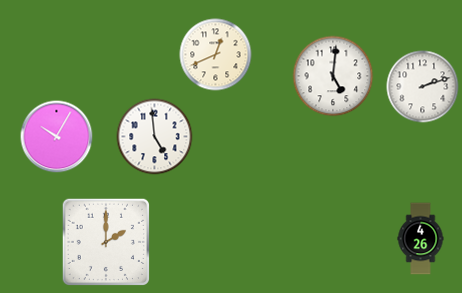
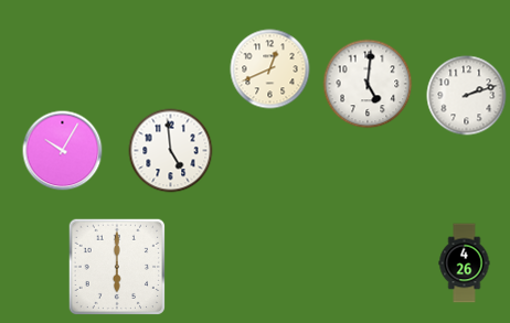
clock at (216, 55) position: (216, 55) -> (270, 69)
clock at (105, 241): 2:00 -> 6:00
